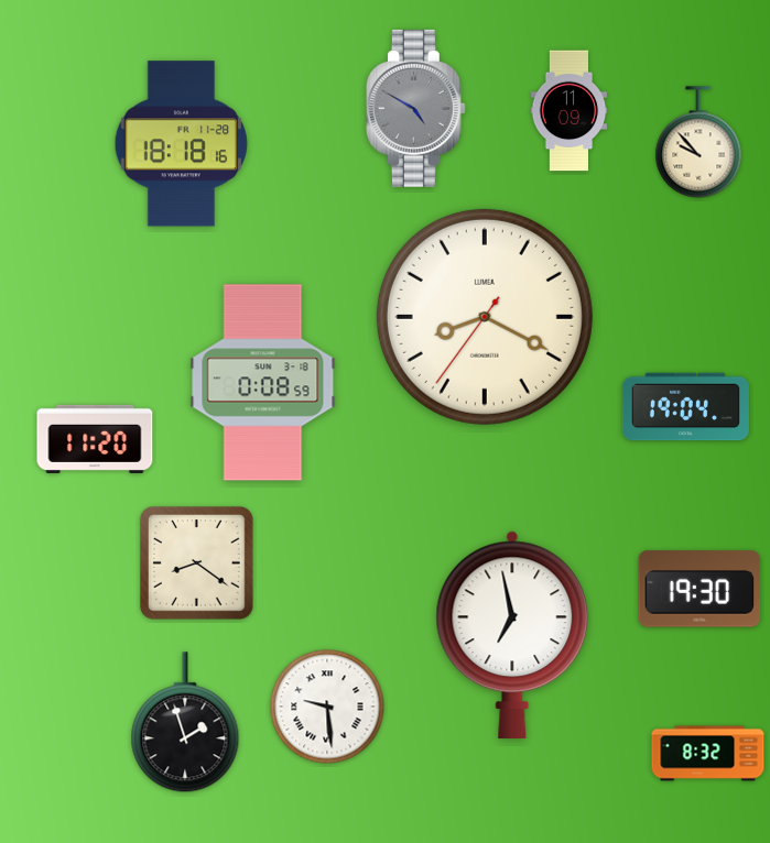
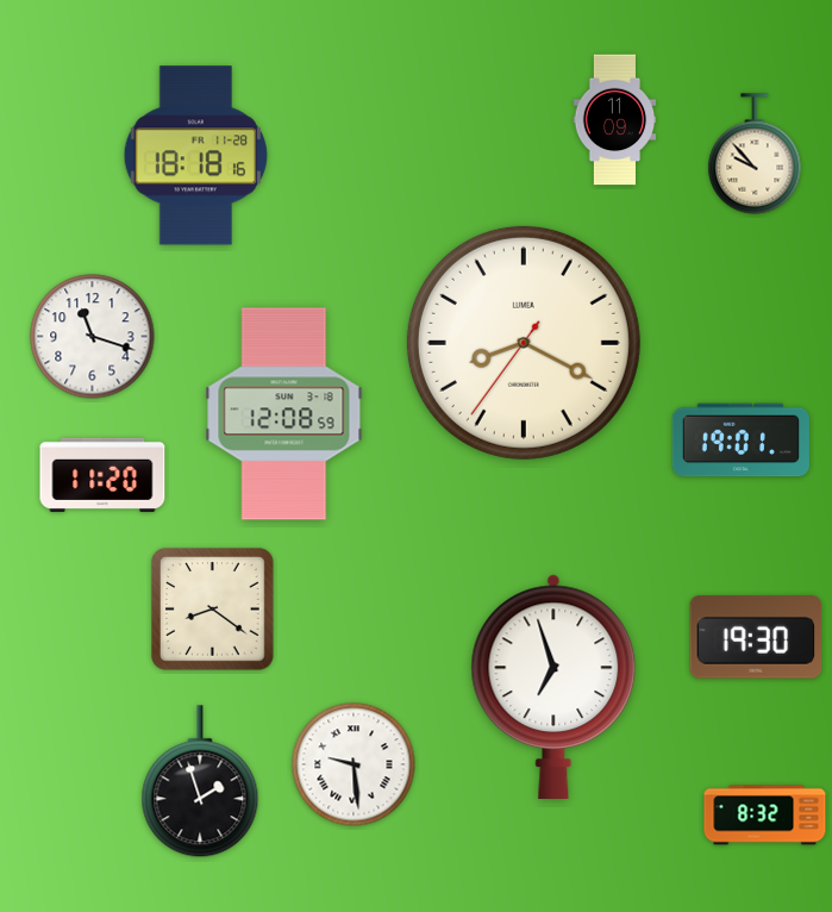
clock at (415, 108): 4:50 -> none
clock at (93, 337): none -> 11:18
clock at (263, 383): 0:08 -> 12:08
clock at (685, 407): 19:04 -> 19:01
clock at (512, 635): 6:58 -> 6:57
